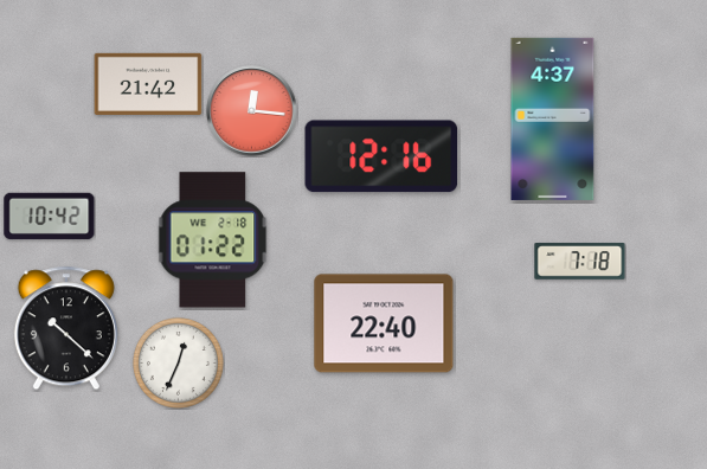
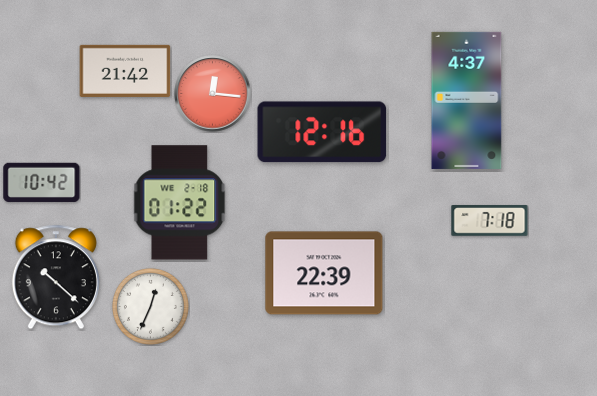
clock at (384, 323): 22:40 -> 22:39
